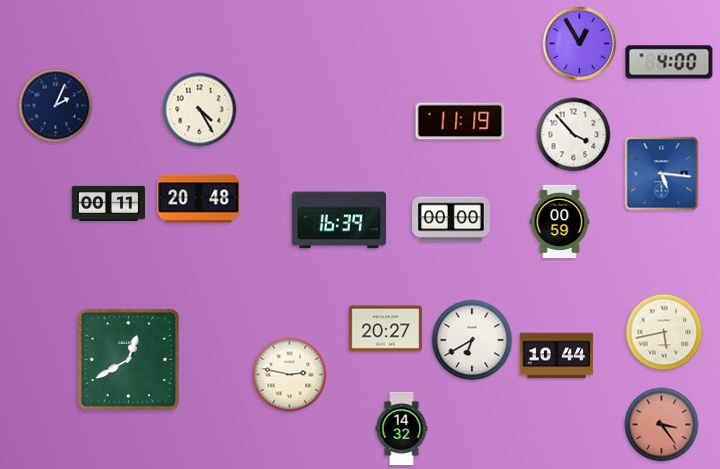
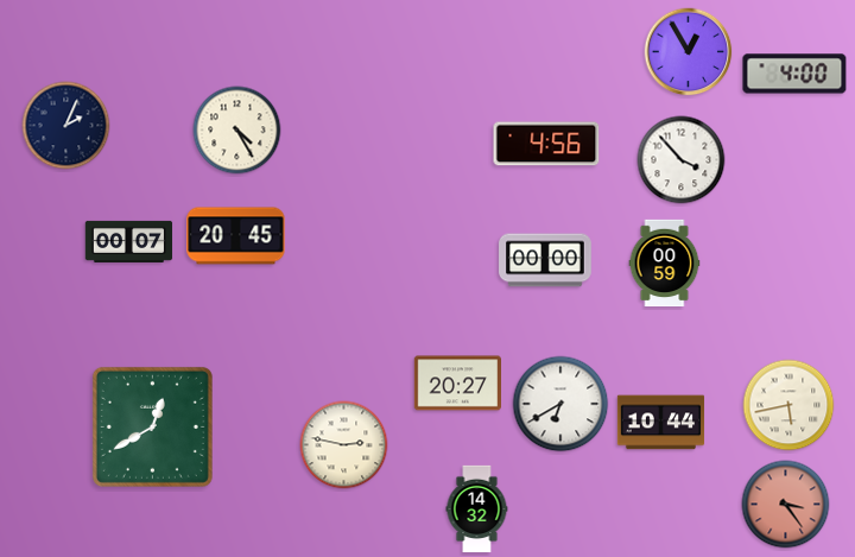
clock at (460, 121): 11:19 -> 4:56
clock at (662, 174): 5:16 -> none
clock at (199, 199): 20:48 -> 20:45
clock at (109, 203): 00:11 -> 00:07
clock at (451, 219) position: (451, 219) -> (545, 260)
clock at (339, 220): 16:39 -> none
clock at (385, 329) position: (385, 329) -> (457, 384)
clock at (664, 332) position: (664, 332) -> (788, 405)
